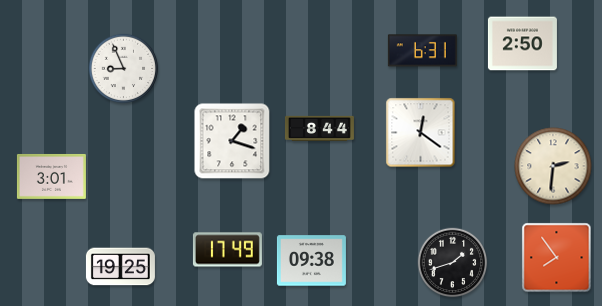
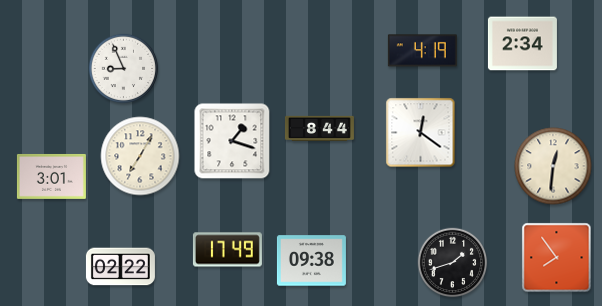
clock at (522, 44): 2:50 -> 2:34
clock at (422, 51): 6:31 -> 4:19
clock at (140, 156): none -> 7:05
clock at (553, 166): 2:31 -> 12:31
clock at (120, 267): 19:25 -> 02:22
